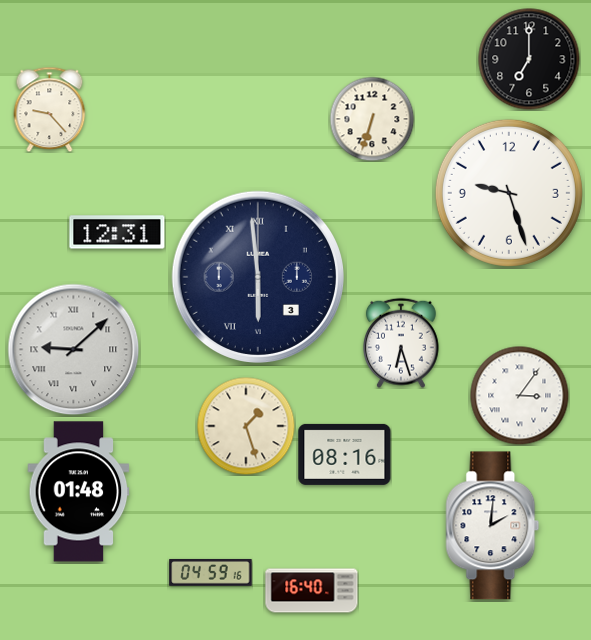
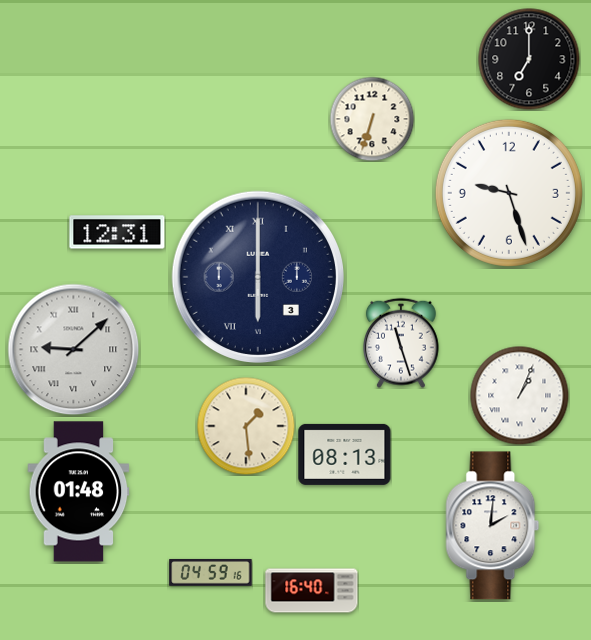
clock at (50, 109): 9:23 -> none
clock at (257, 276): 5:59 -> 6:00
clock at (402, 343): 6:27 -> 11:27
clock at (520, 396): 3:06 -> 1:04
clock at (246, 426): 1:27 -> 1:29
clock at (345, 454): 08:16 -> 08:13
